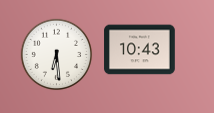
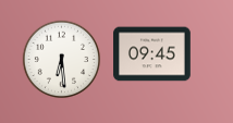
clock at (140, 50): 10:43 -> 09:45
